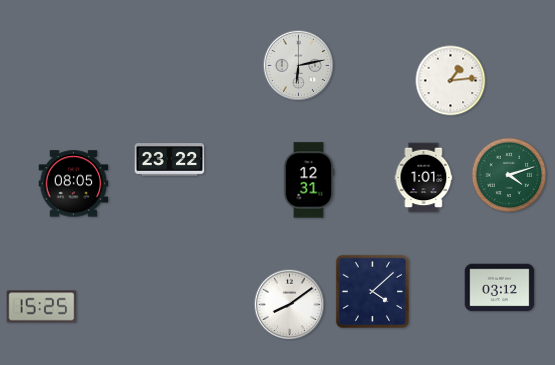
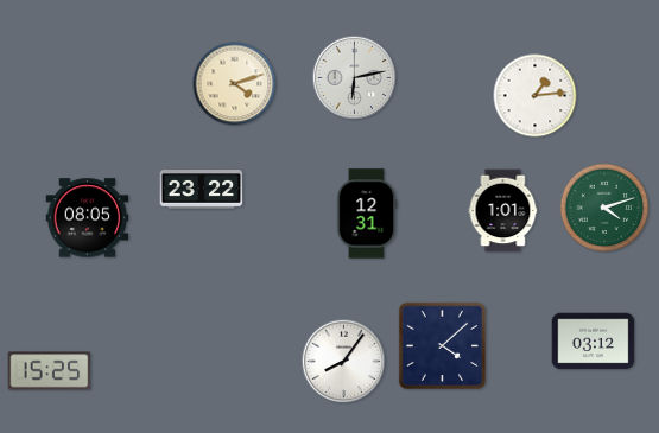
clock at (235, 84): none -> 4:12
clock at (290, 305): 8:09 -> 8:06
clock at (42, 307) position: (42, 307) -> (50, 371)
